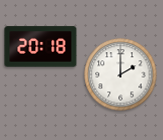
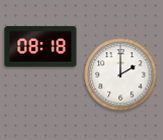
clock at (41, 47): 20:18 -> 08:18
